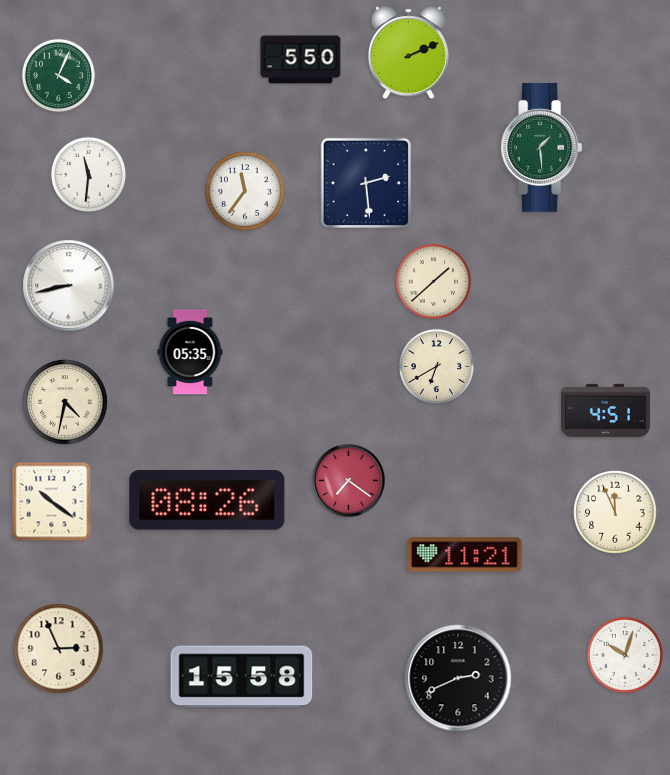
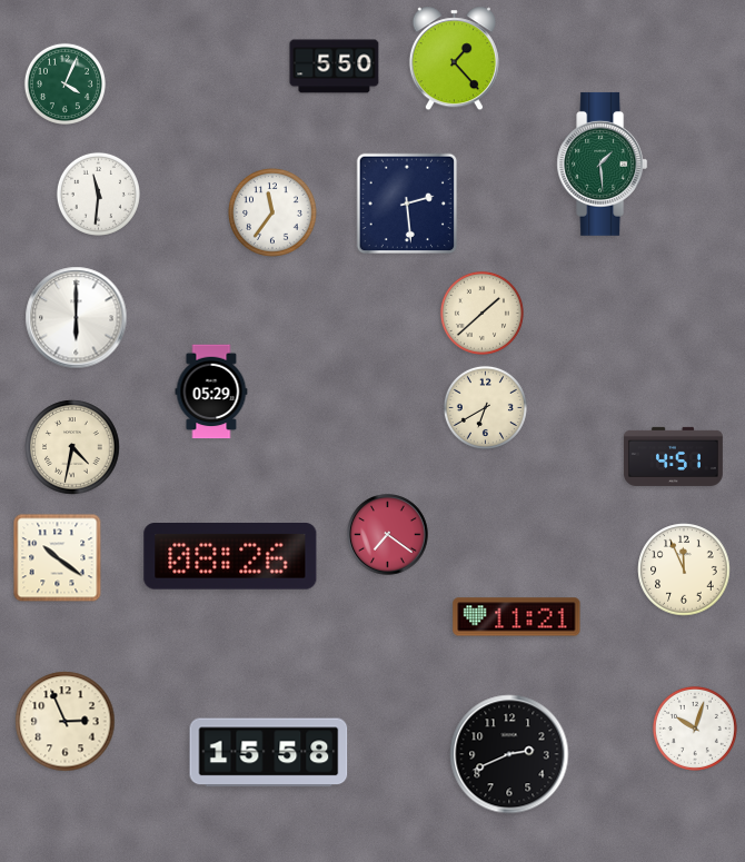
clock at (408, 53): 2:11 -> 1:23
clock at (69, 286): 8:43 -> 6:00
clock at (190, 352): 05:35 -> 05:29
